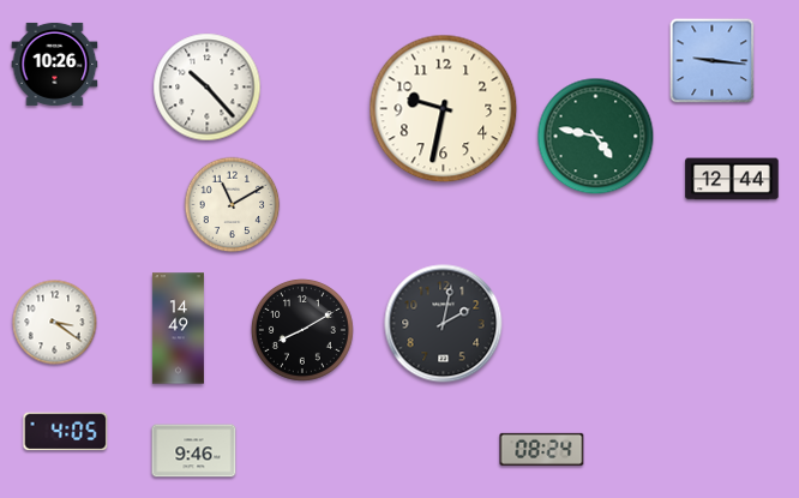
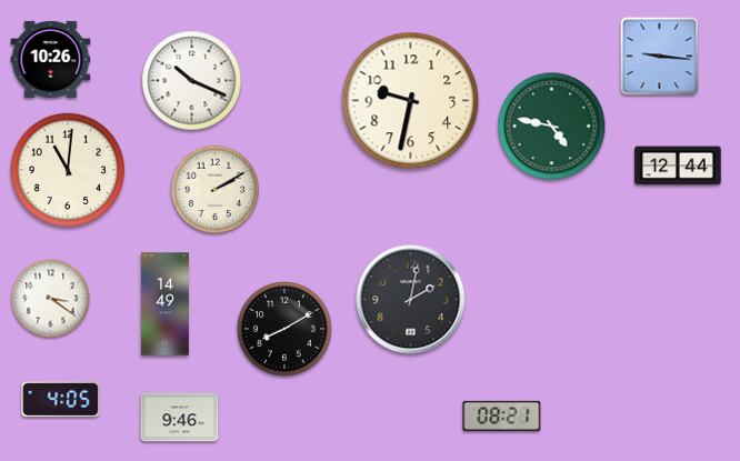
clock at (208, 88): 10:23 -> 10:19
clock at (68, 170): none -> 11:01
clock at (233, 205): 11:10 -> 2:10
clock at (302, 330) position: (302, 330) -> (284, 329)
clock at (542, 449): 08:24 -> 08:21
